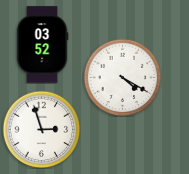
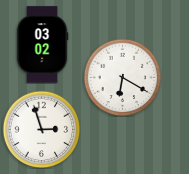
clock at (42, 45): 03:52 -> 03:02
clock at (122, 77): 4:20 -> 6:20
